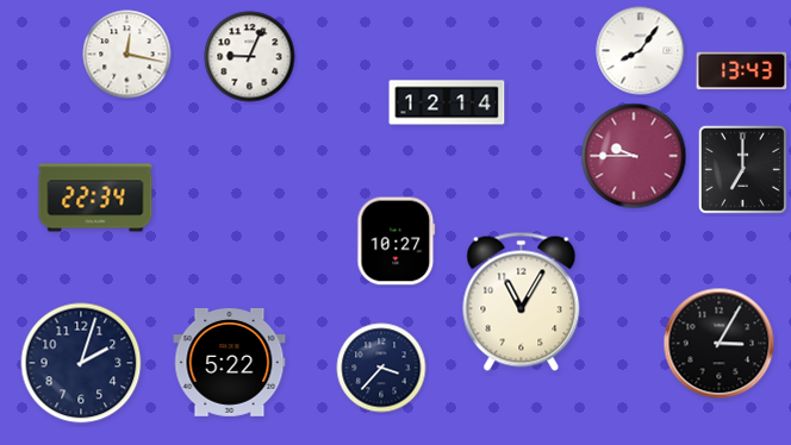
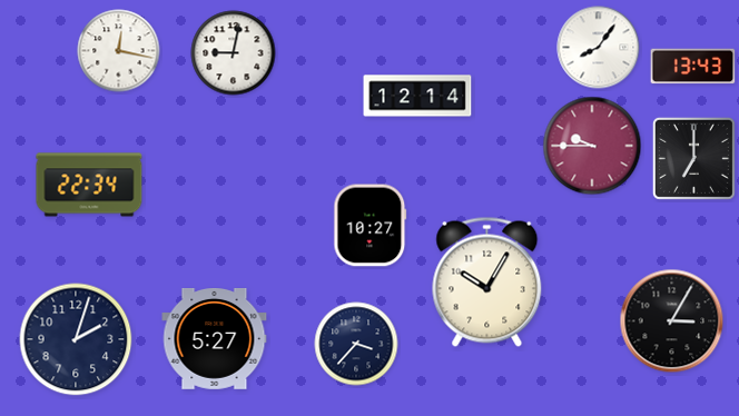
clock at (250, 57): 9:04 -> 9:02
clock at (522, 301): 11:05 -> 10:05
clock at (230, 363): 5:22 -> 5:27
